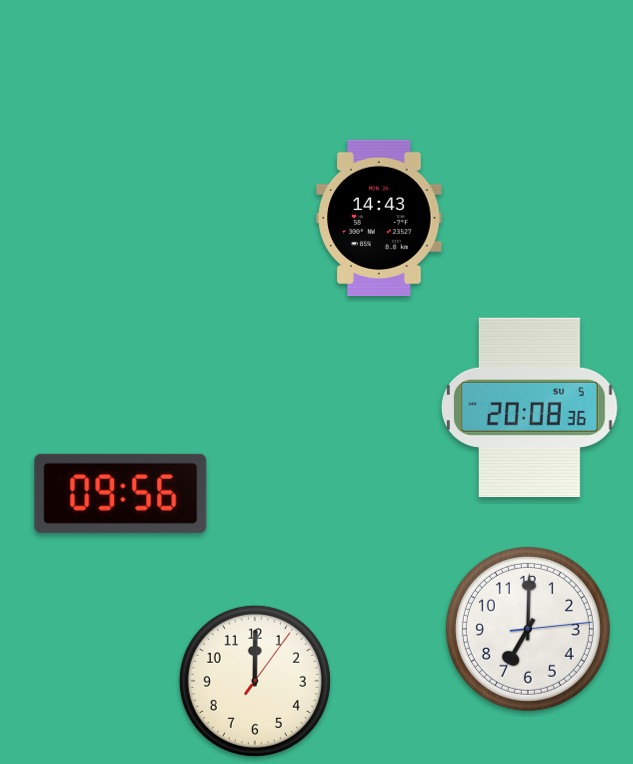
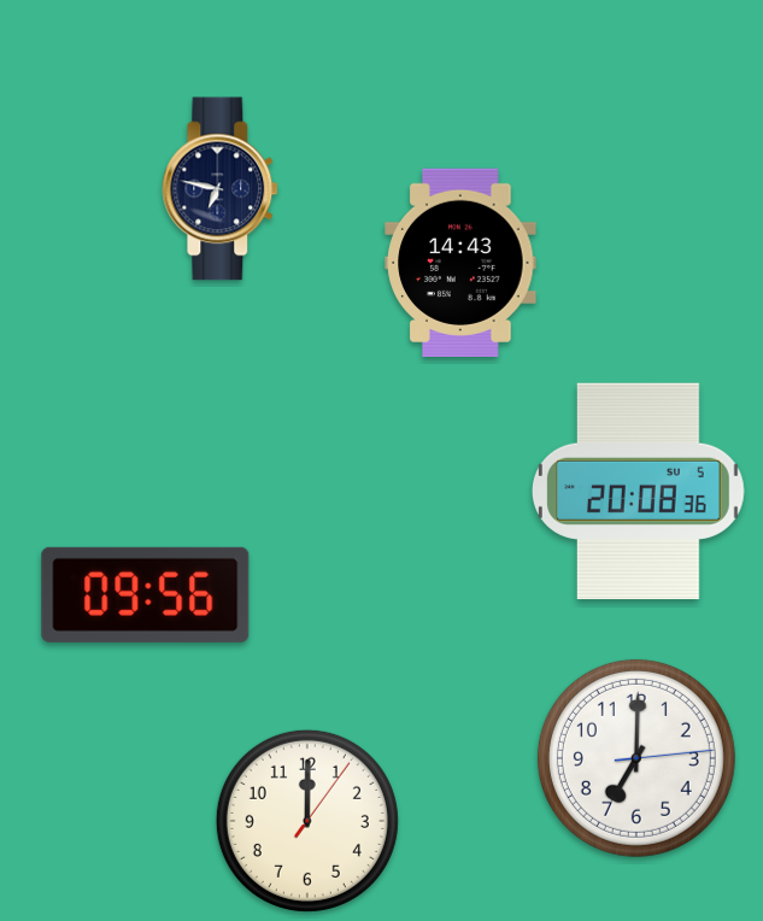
clock at (221, 189): none -> 6:47
clock at (379, 218) position: (379, 218) -> (460, 263)
